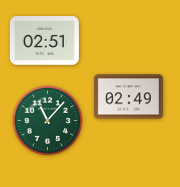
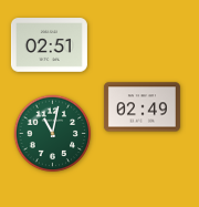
clock at (48, 121): 11:07 -> 11:02
